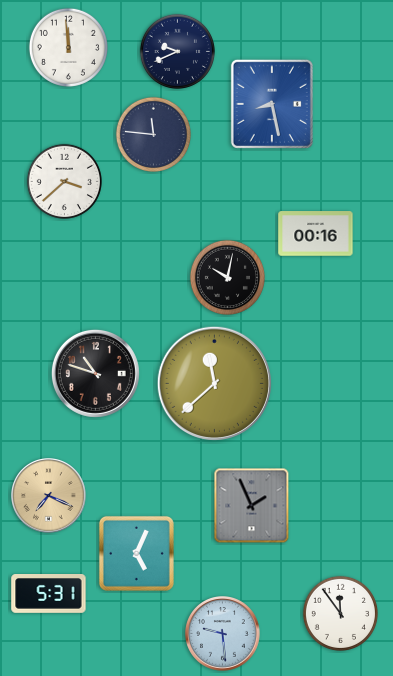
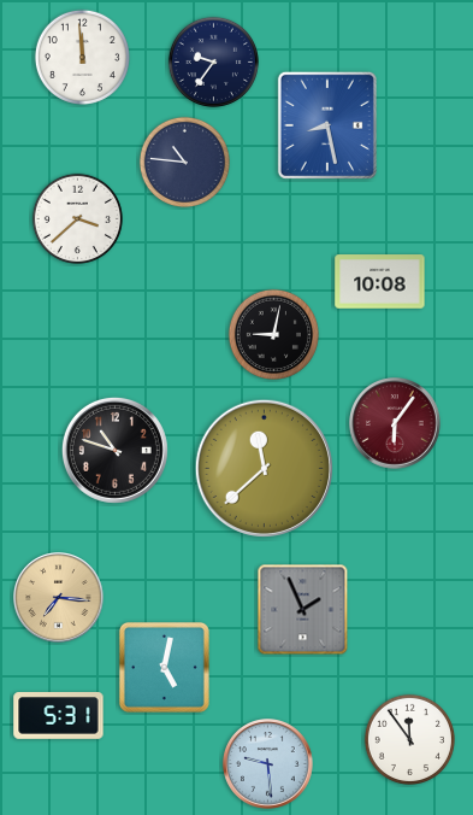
clock at (177, 51): 9:41 -> 9:36
clock at (153, 134): 11:46 -> 10:46
clock at (316, 234): 00:16 -> 10:08
clock at (227, 277): 10:02 -> 9:02
clock at (396, 424): none -> 6:06
clock at (214, 383) position: (214, 383) -> (264, 468)
clock at (49, 496): 7:19 -> 7:16
clock at (136, 553): 5:04 -> 5:02
